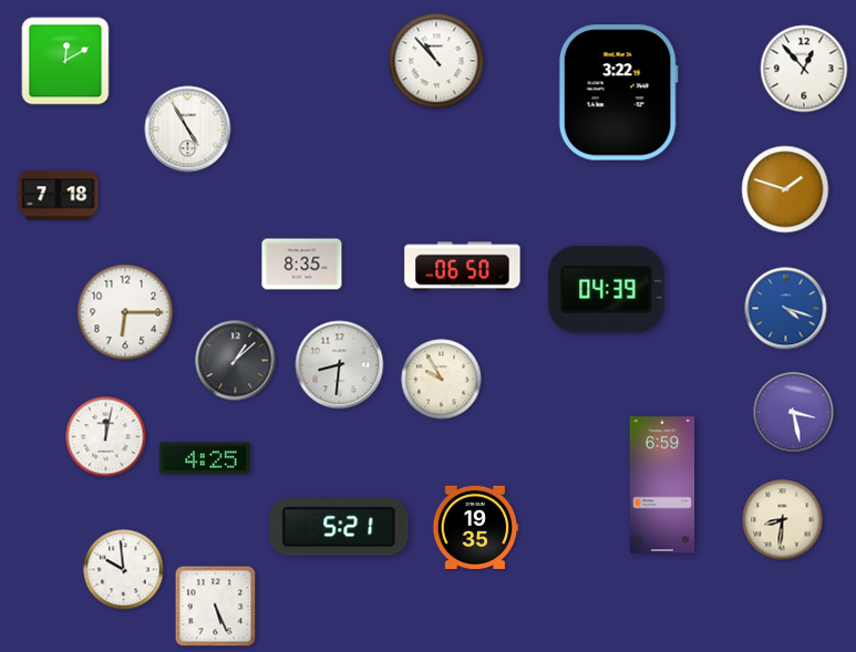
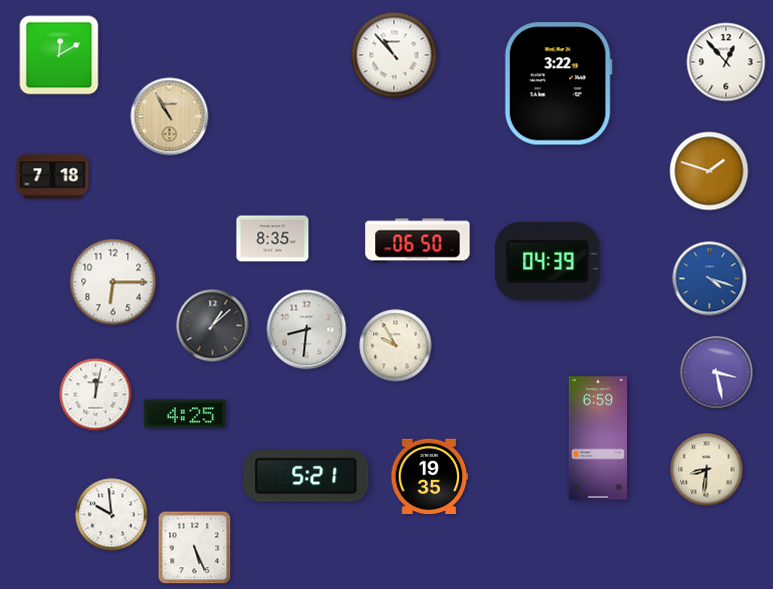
clock at (188, 130): 4:55 -> 10:55
clock at (188, 130) dial: white -> champagne
clock at (442, 380) position: (442, 380) -> (396, 346)
